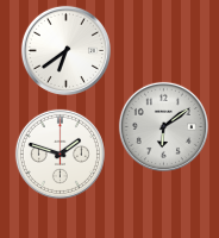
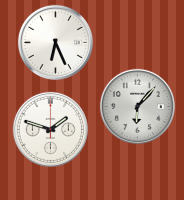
clock at (65, 50): 6:39 -> 6:26
clock at (163, 126): 6:09 -> 6:07
